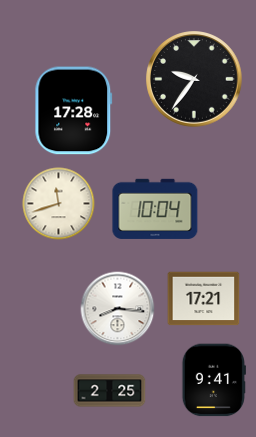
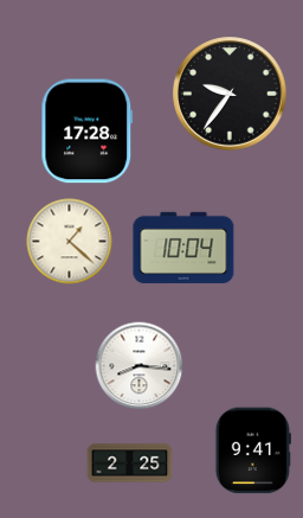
clock at (59, 204): 11:42 -> 1:22
clock at (204, 299): 17:21 -> none
